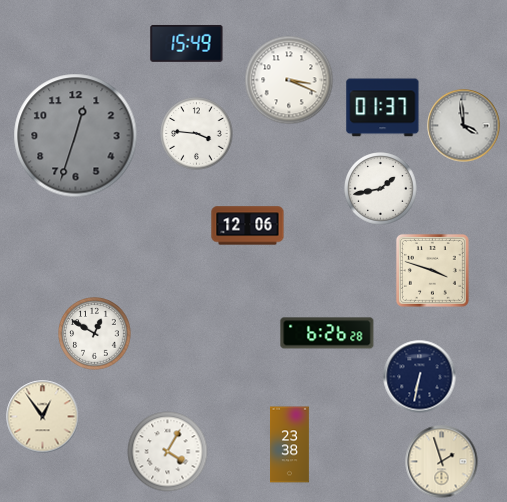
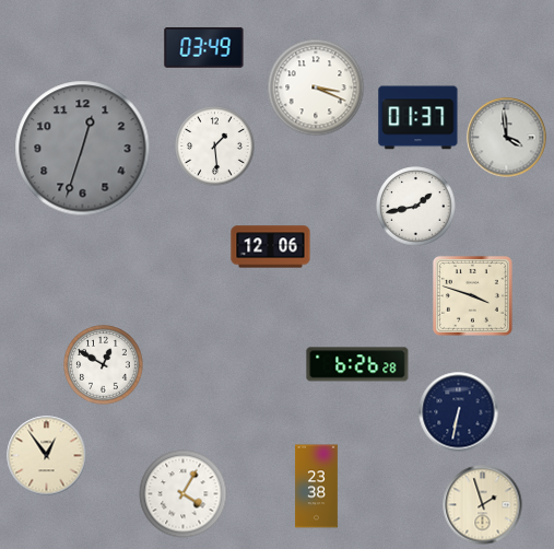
clock at (187, 44): 15:49 -> 03:49
clock at (197, 134): 3:46 -> 1:29
